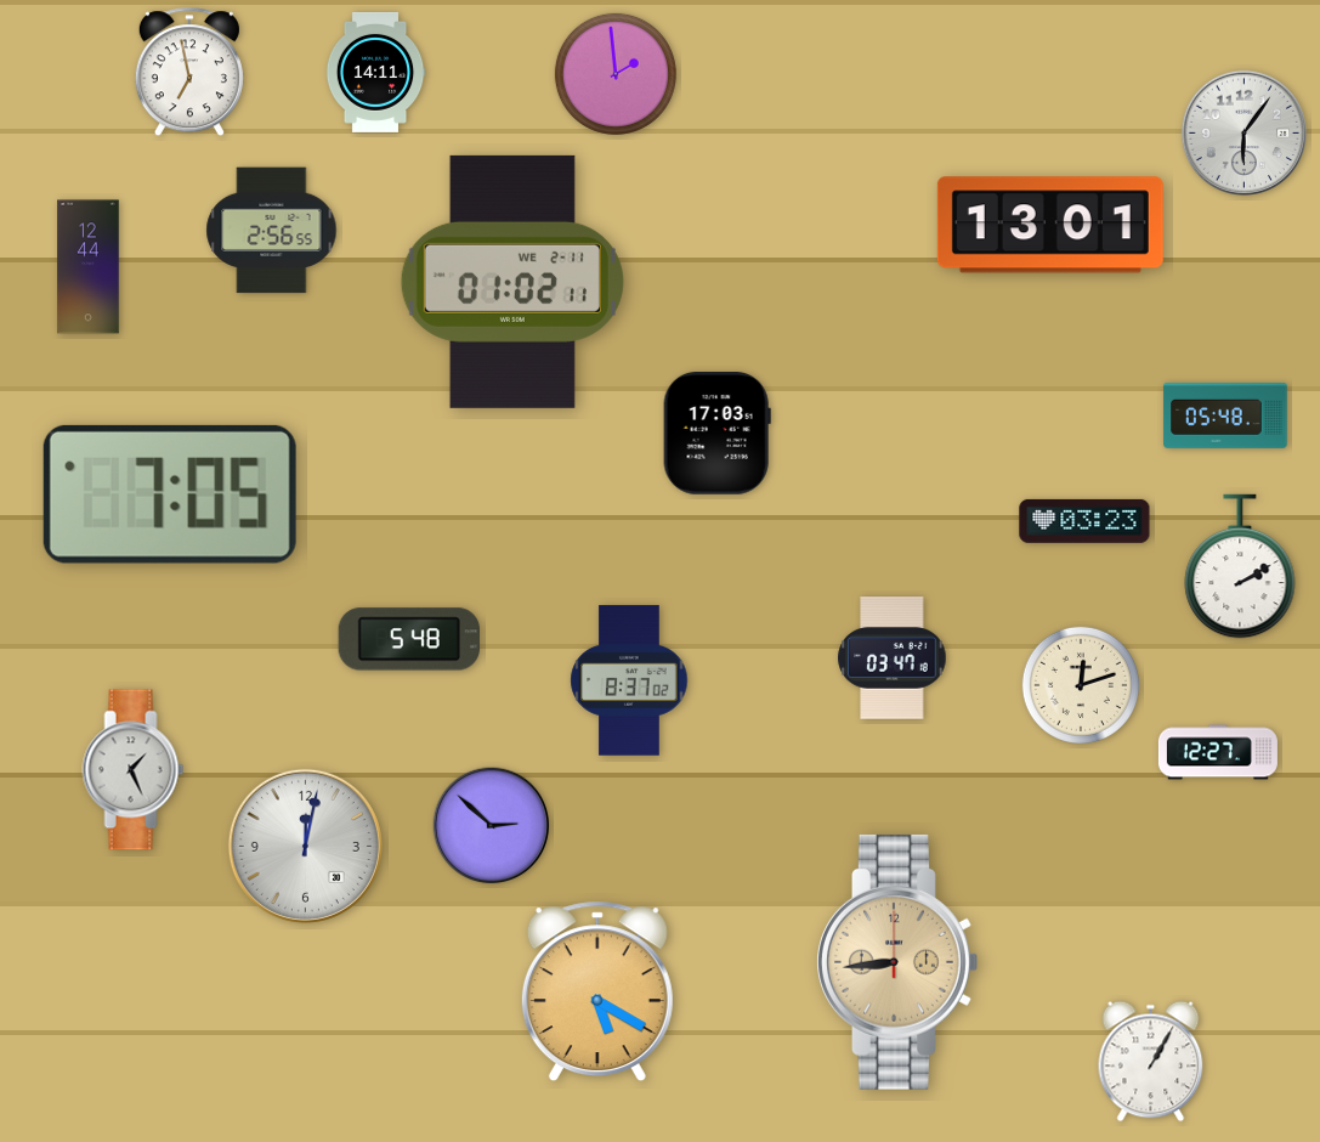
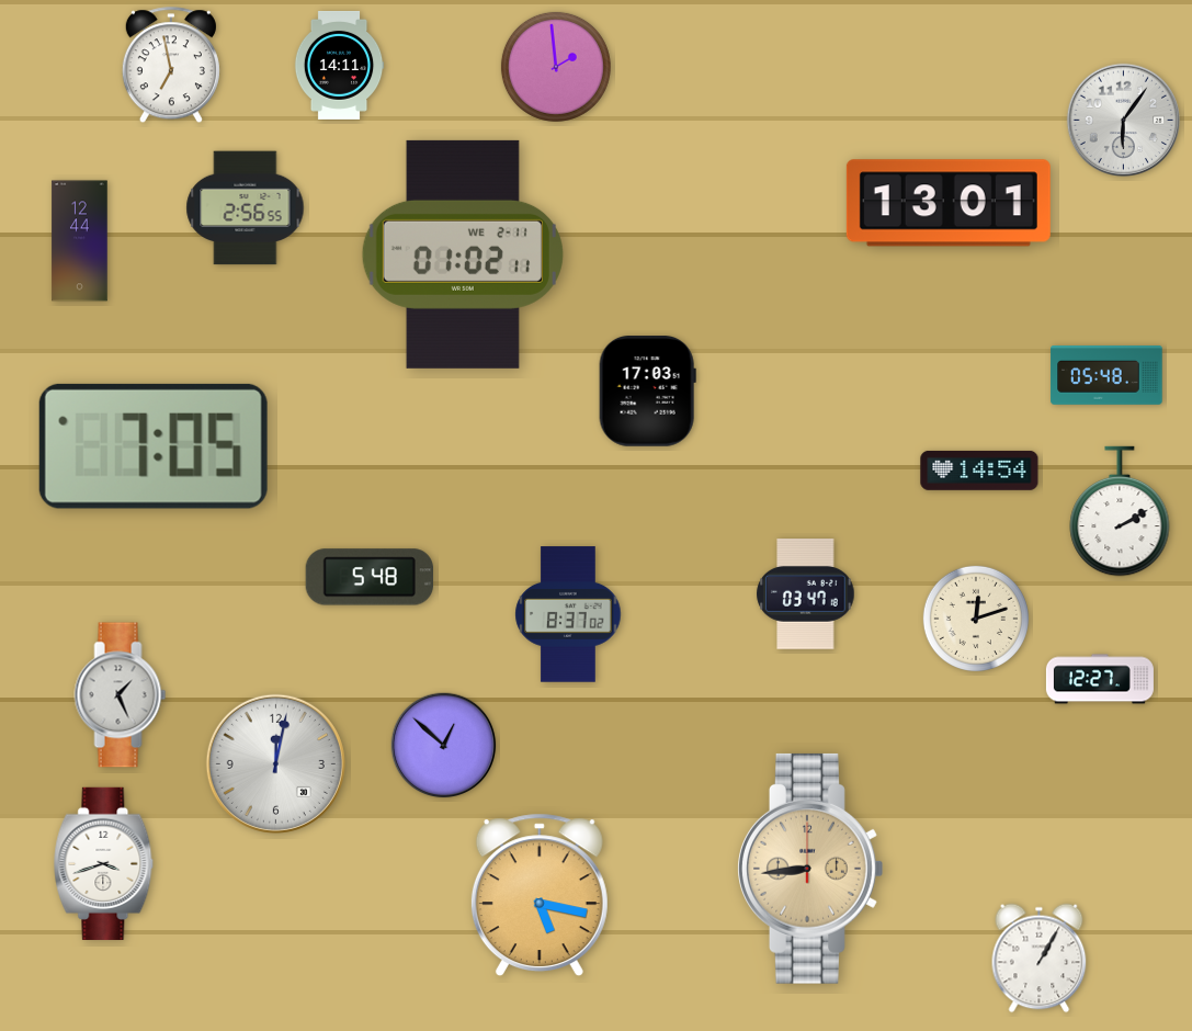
clock at (1084, 521): 03:23 -> 14:54
clock at (492, 826): 2:52 -> 12:52
clock at (104, 863): none -> 3:42
clock at (597, 991): 5:20 -> 5:17
